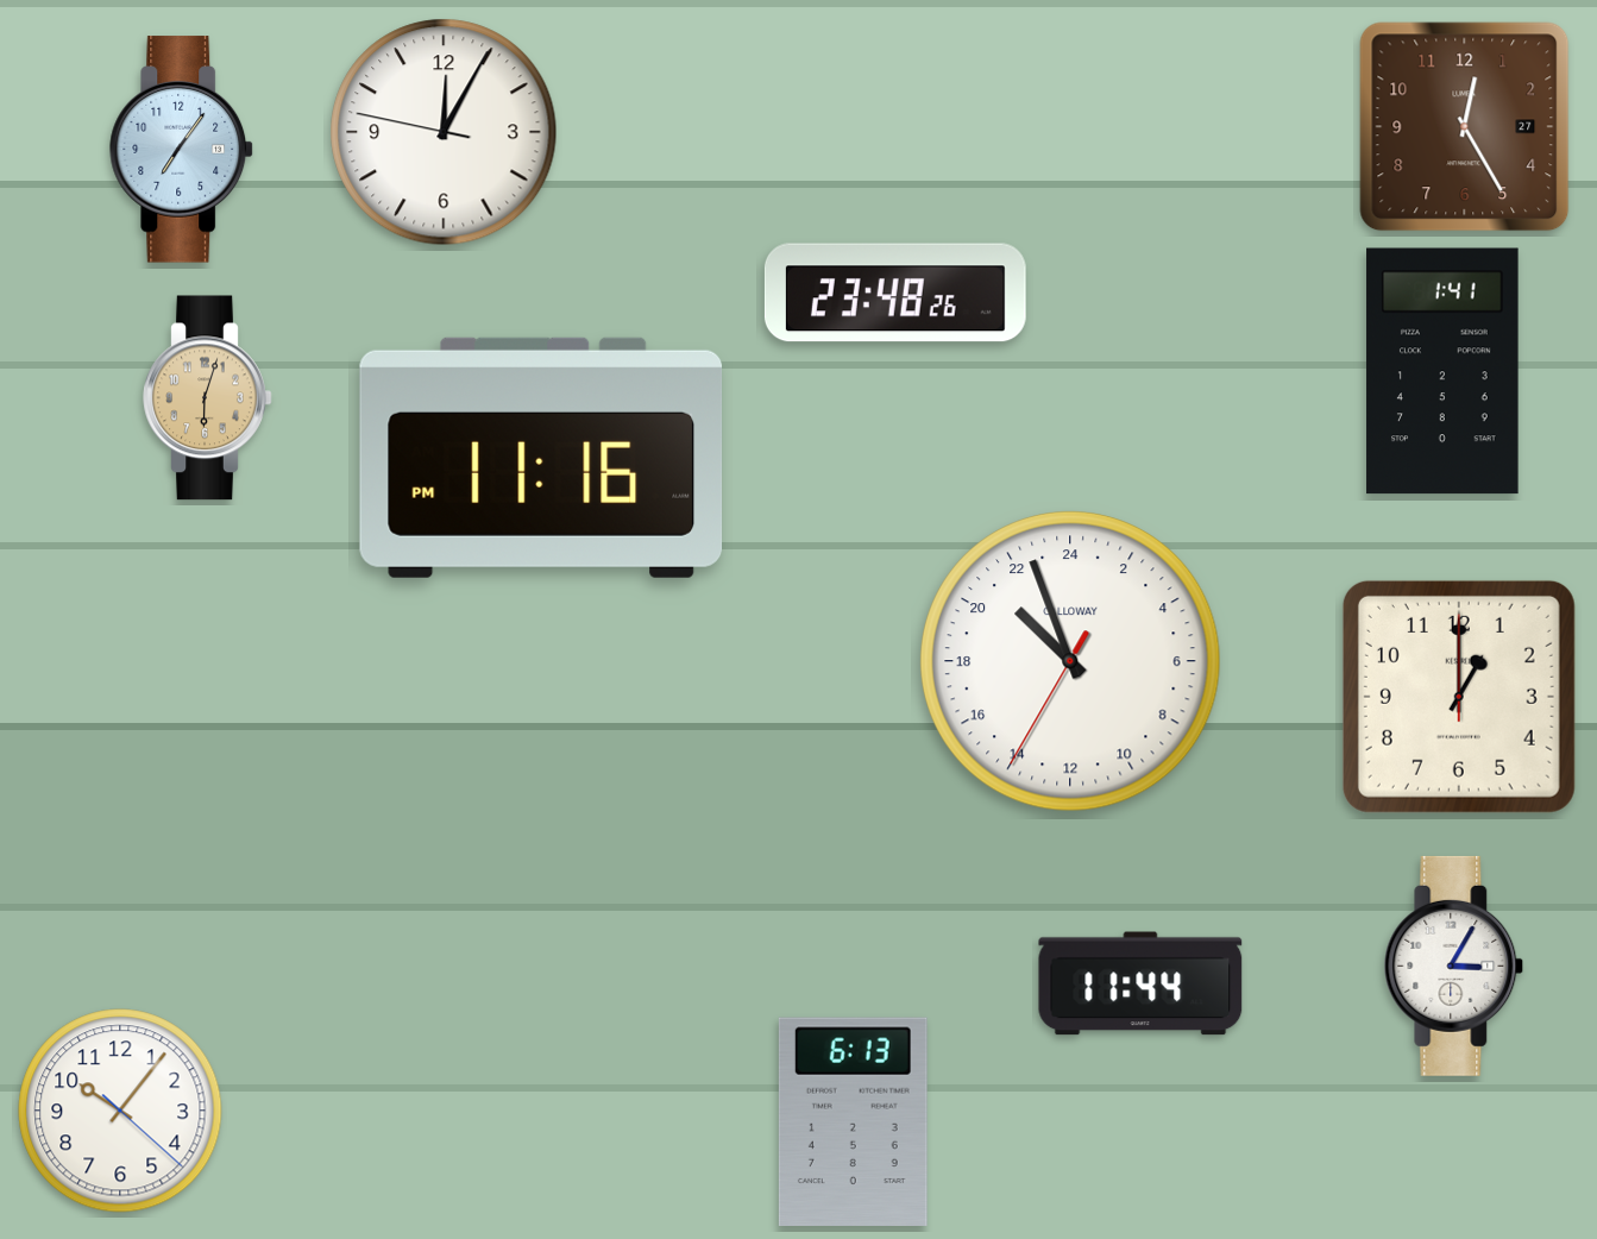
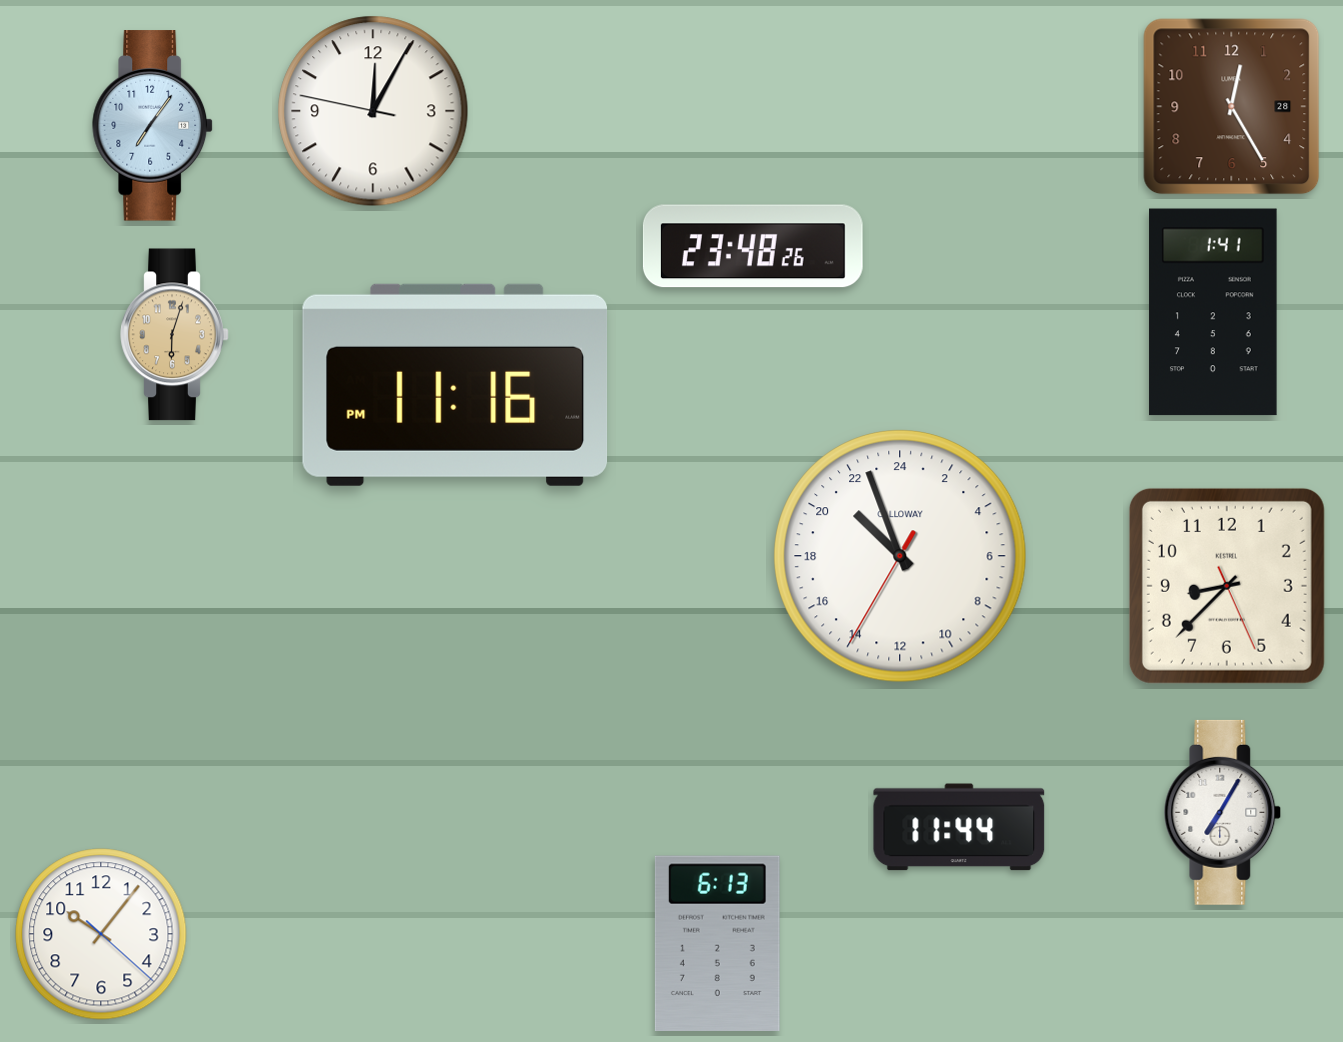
clock at (1465, 127) date: 27 -> 28
clock at (1459, 697): 1:00 -> 8:37
clock at (1454, 966): 3:05 -> 7:05
